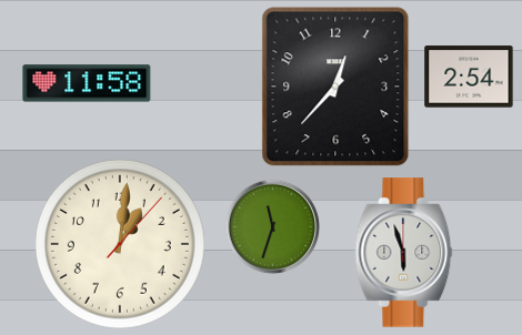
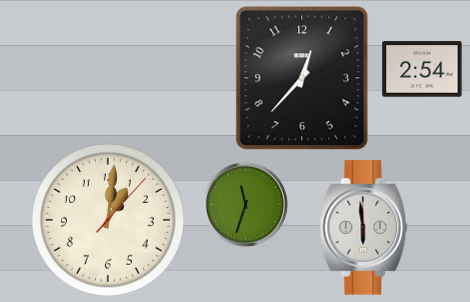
clock at (87, 83): 11:58 -> none
clock at (404, 253): 5:57 -> 5:59
